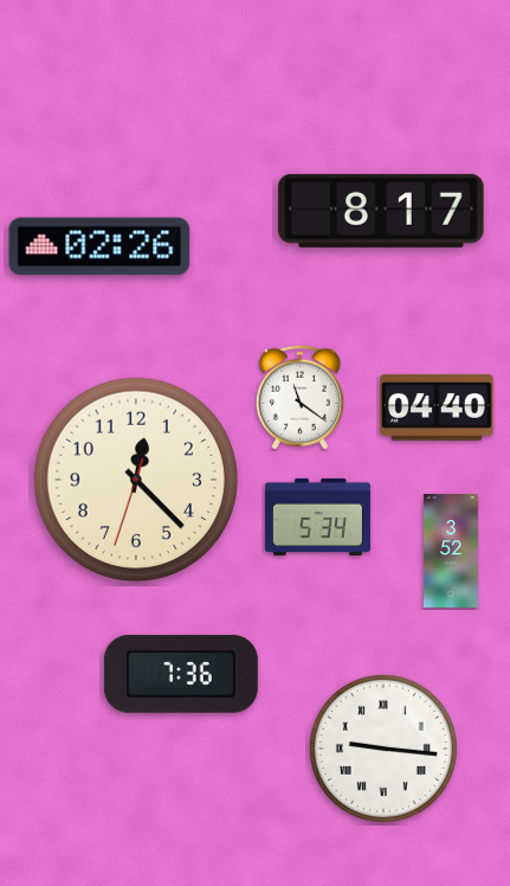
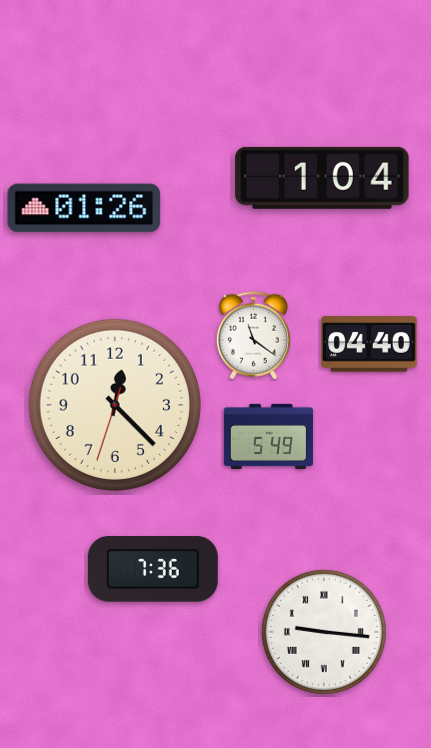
clock at (381, 211): 8:17 -> 1:04
clock at (99, 246): 02:26 -> 01:26
clock at (317, 516): 5:34 -> 5:49
clock at (451, 551): 3:52 -> none
